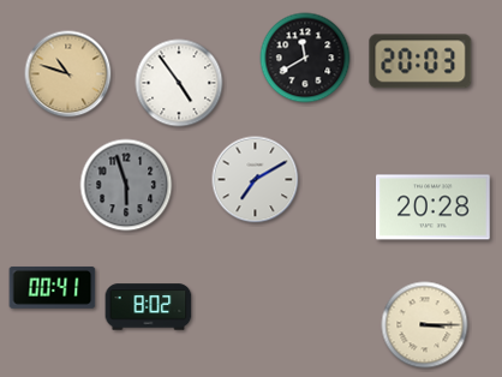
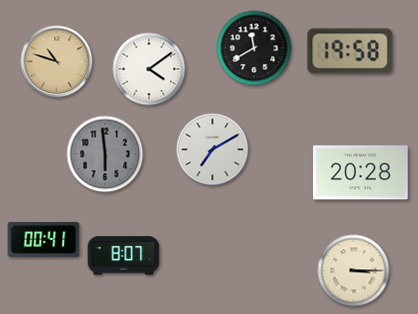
clock at (420, 61): 20:03 -> 19:58
clock at (179, 83): 4:54 -> 4:09
clock at (126, 185): 5:57 -> 5:59
clock at (149, 307): 8:02 -> 8:07
